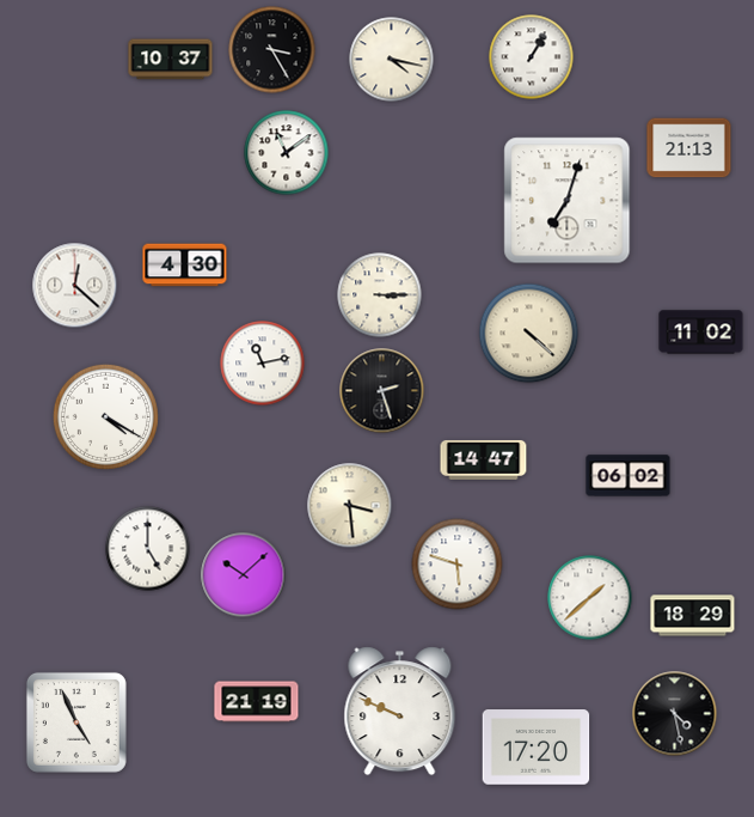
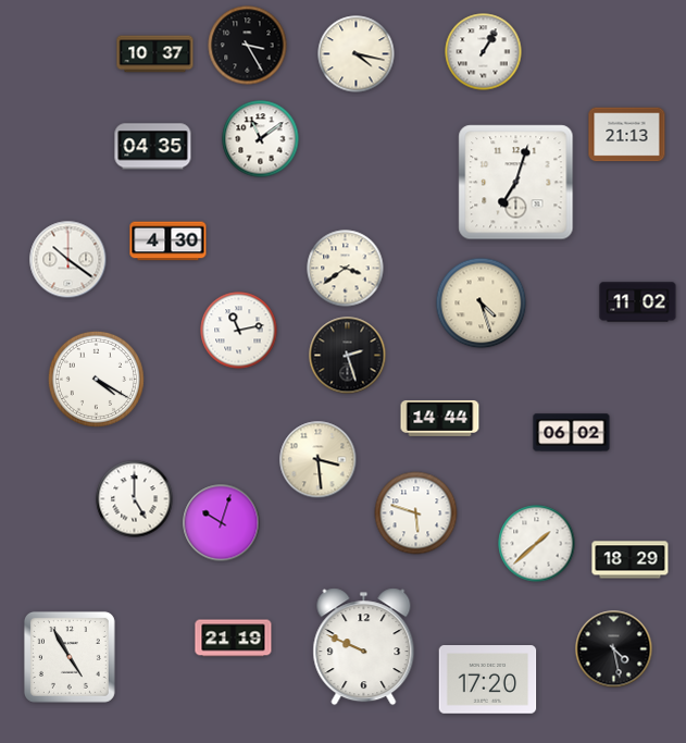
clock at (153, 147): none -> 04:35
clock at (75, 286): 12:22 -> 10:21
clock at (380, 295): 3:15 -> 3:39
clock at (529, 334): 4:22 -> 4:27
clock at (484, 459): 14:47 -> 14:44
clock at (244, 575): 10:08 -> 10:03
clock at (76, 723): 4:56 -> 4:55
